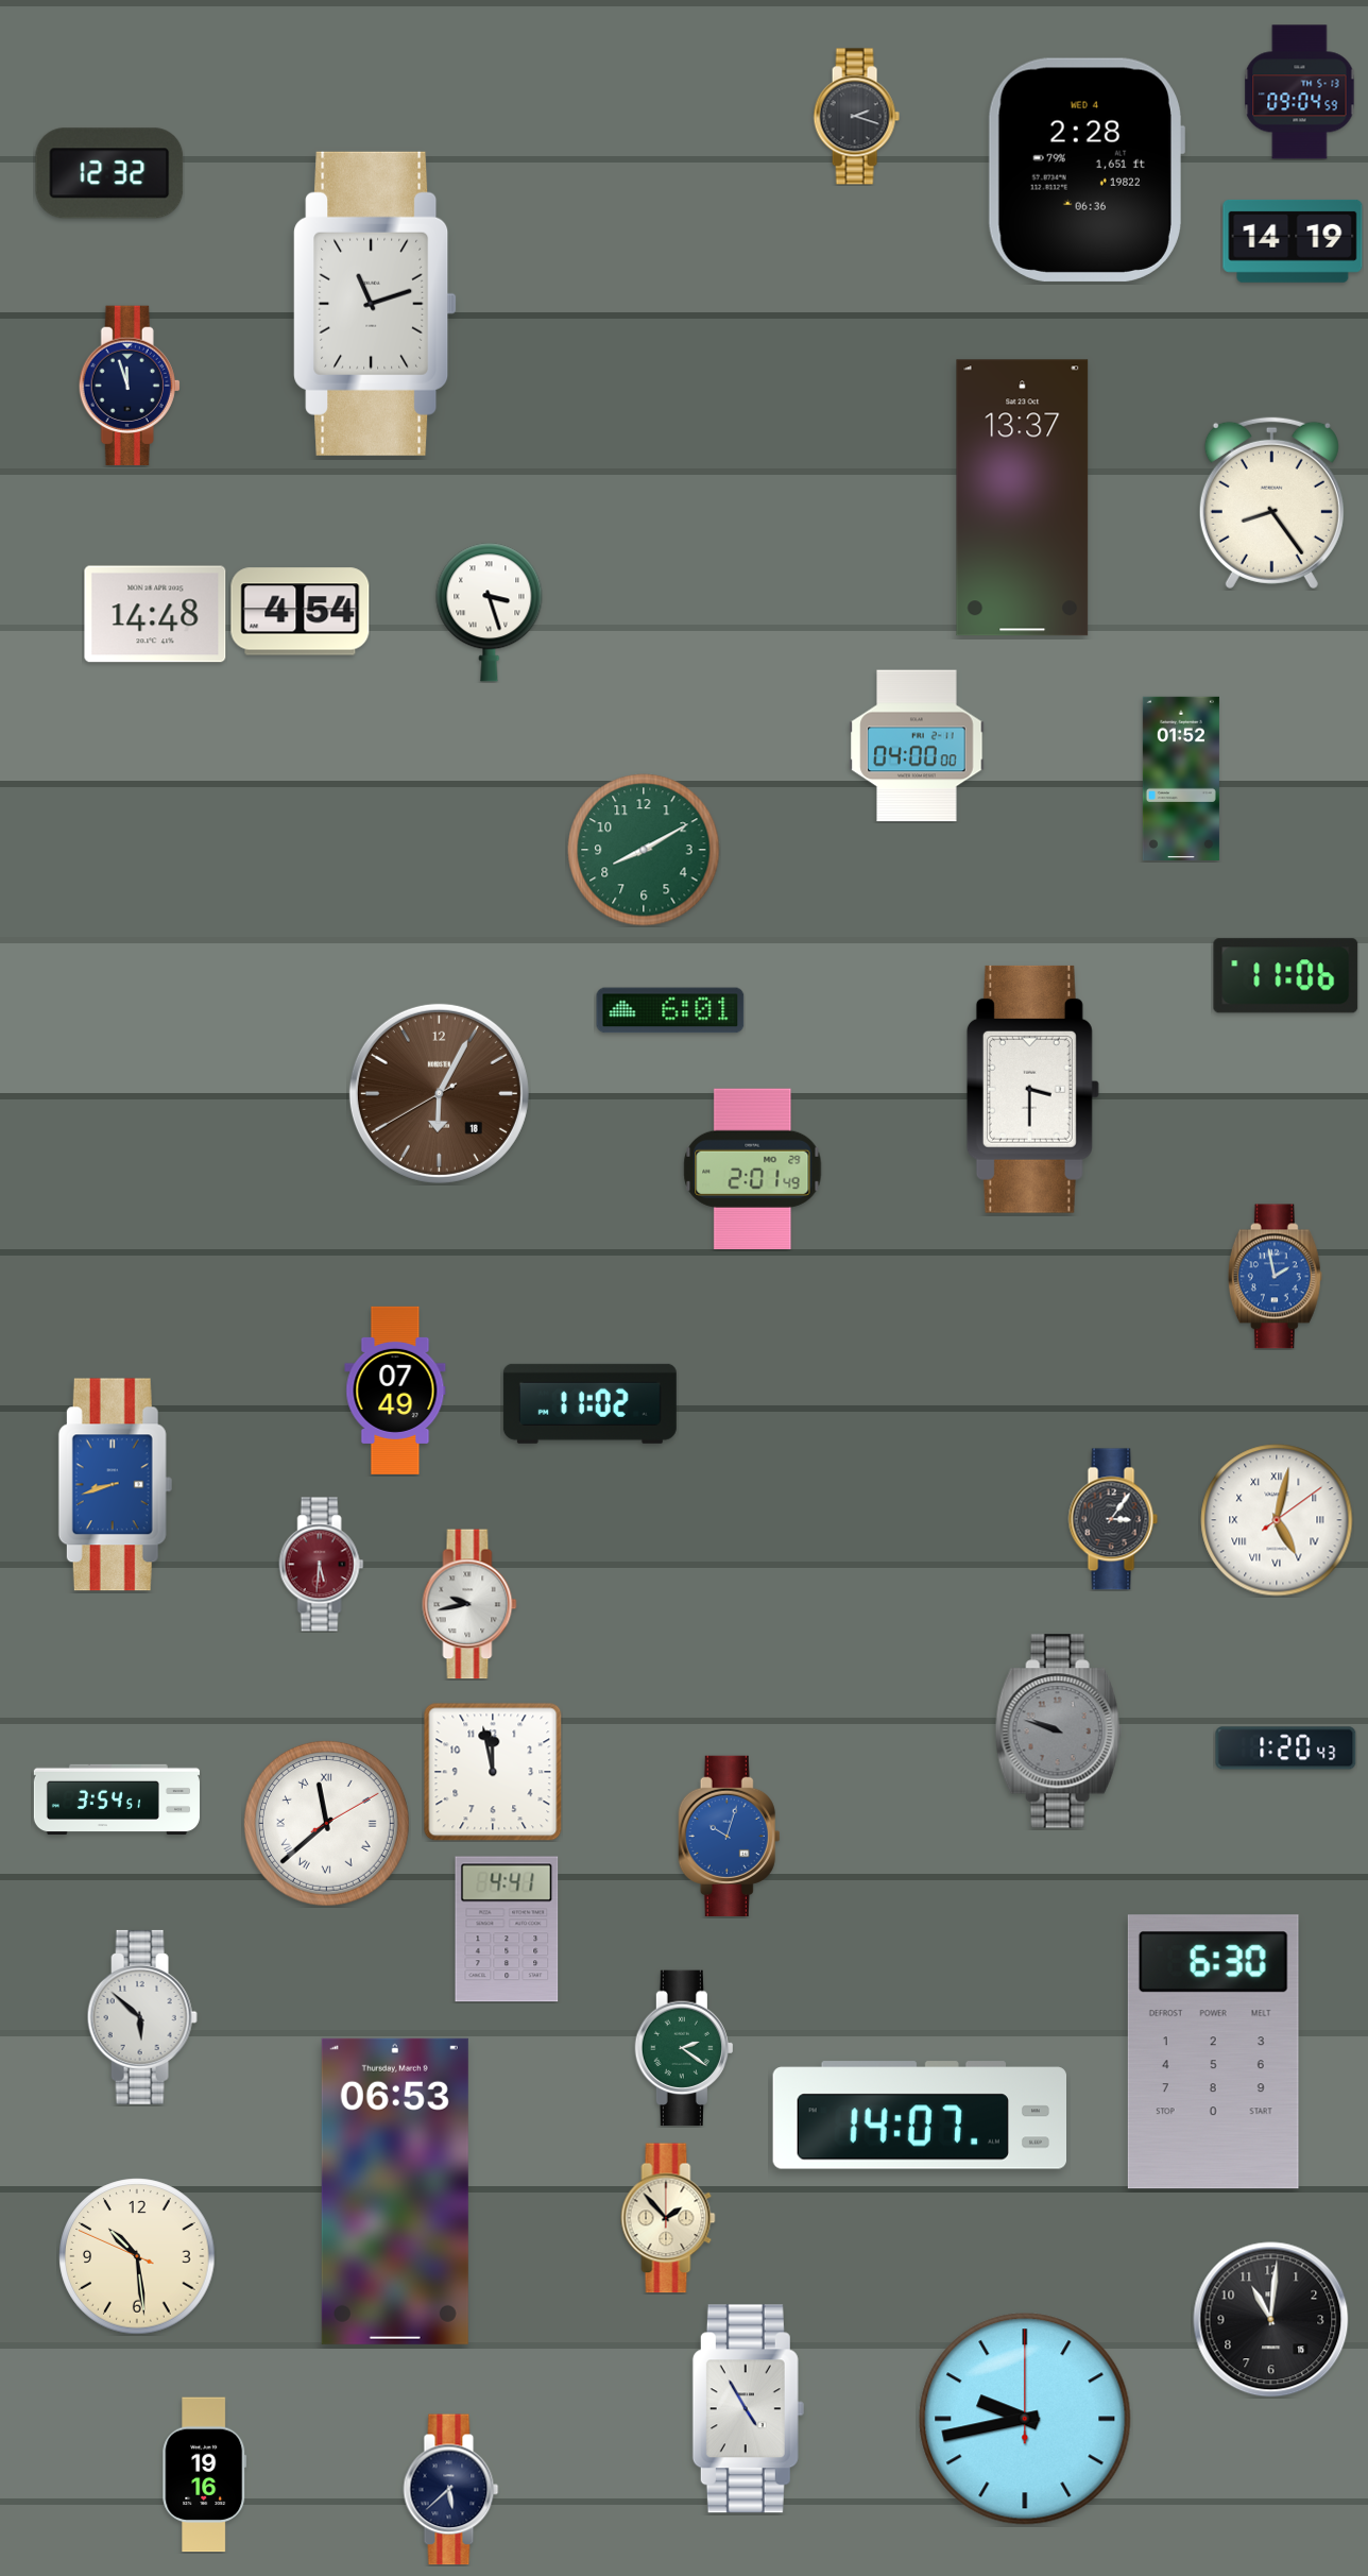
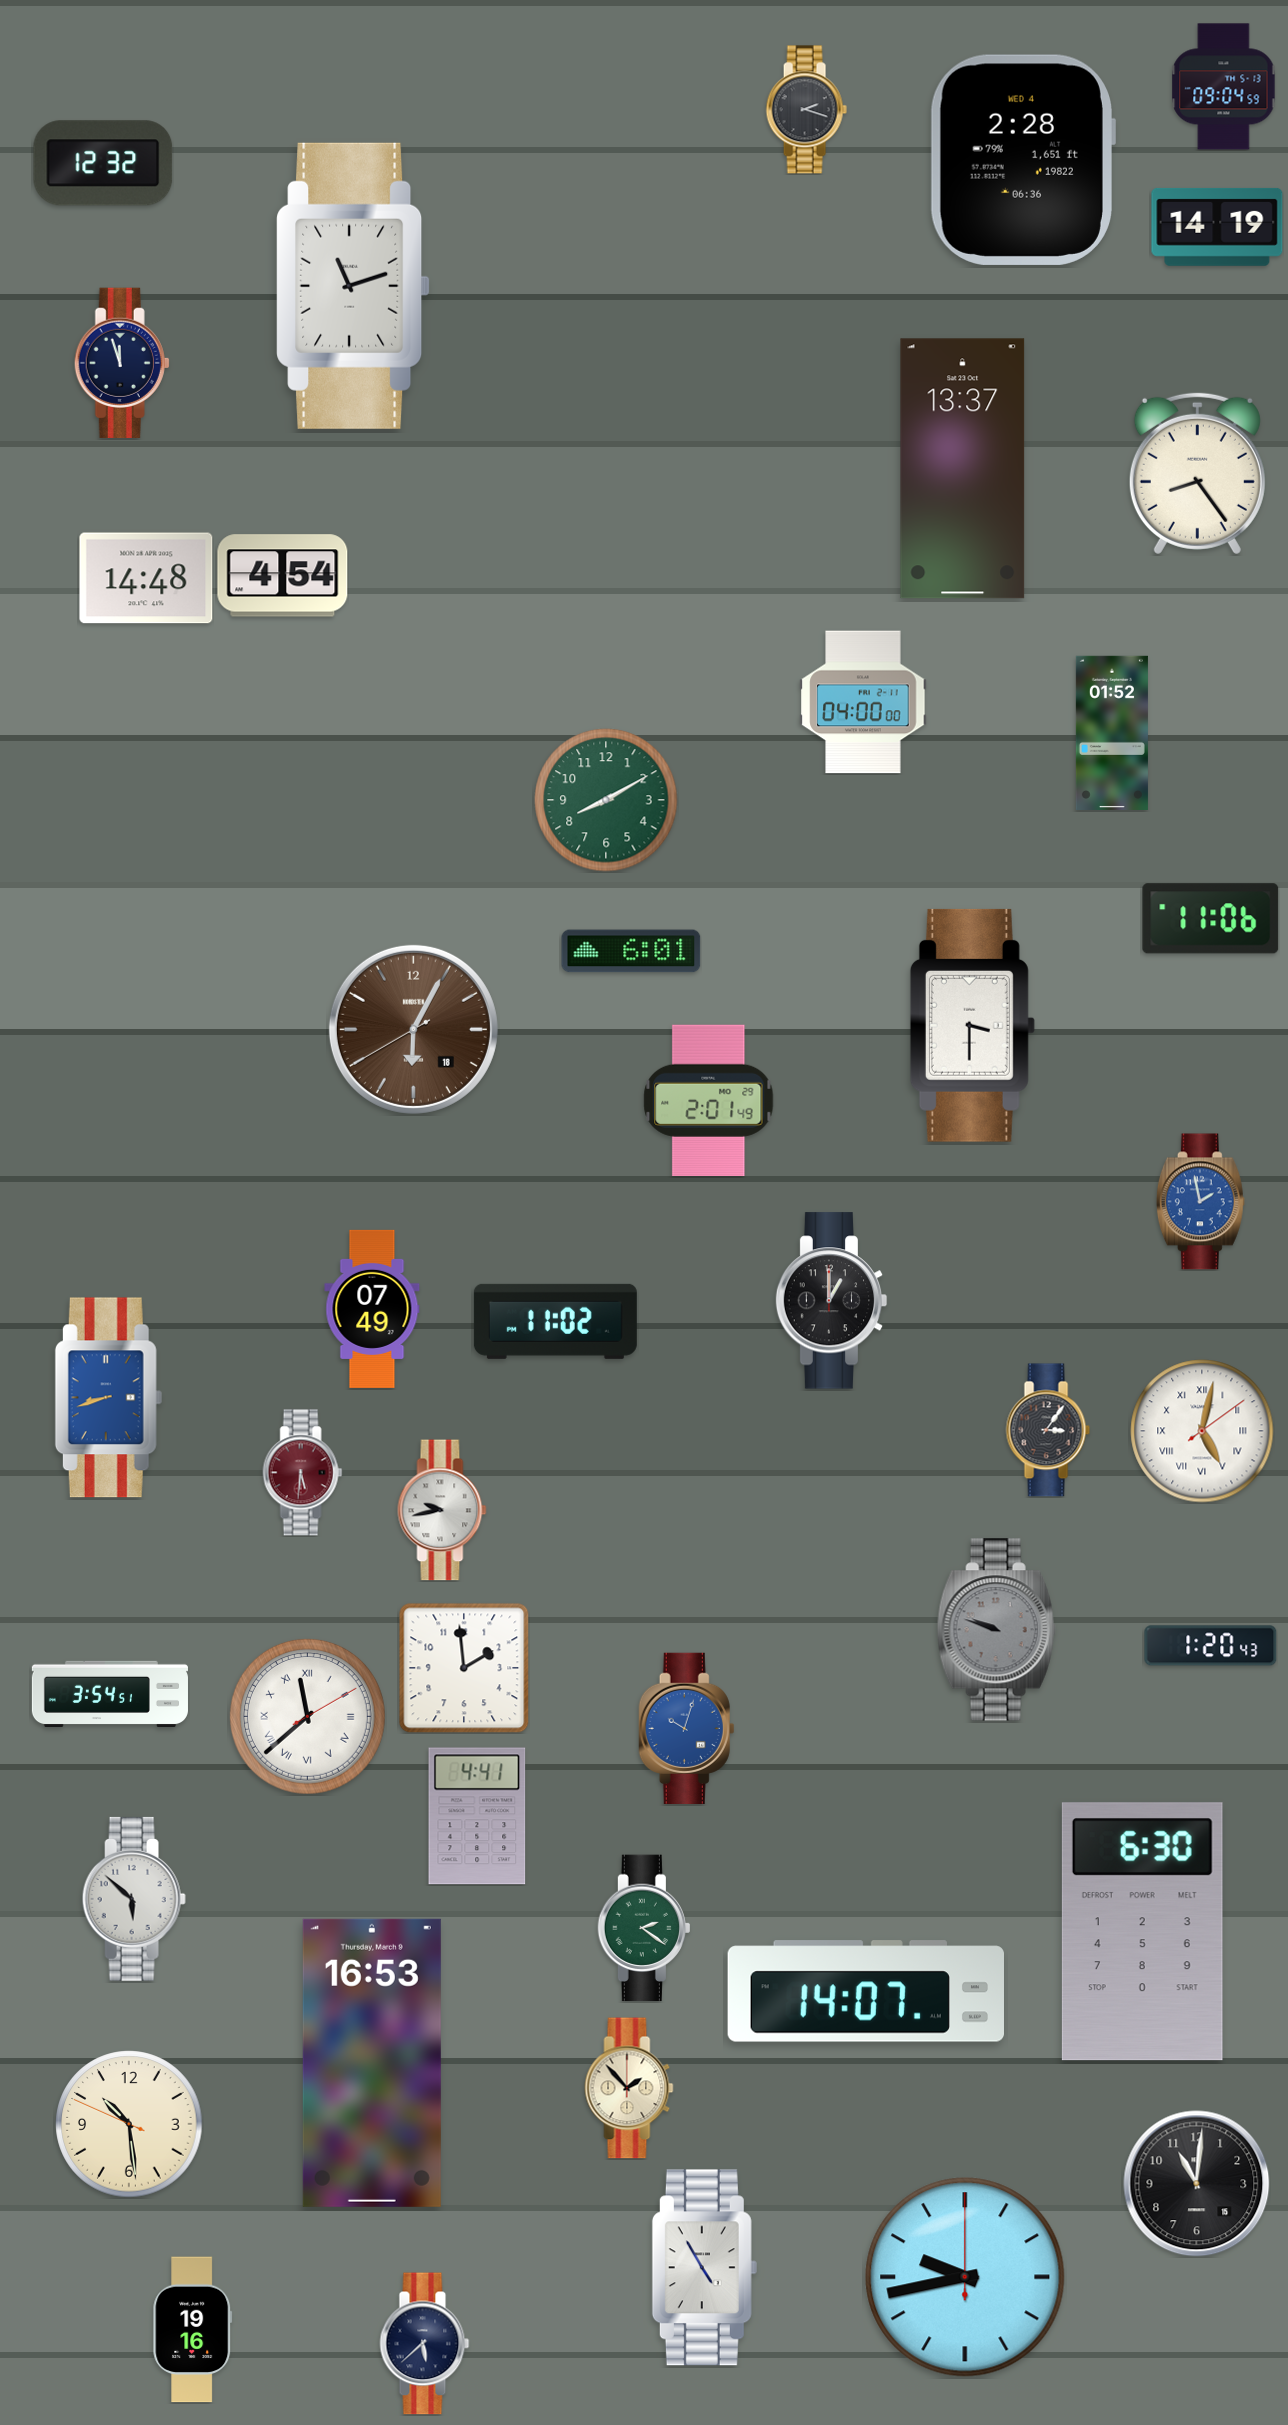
clock at (490, 613): 3:27 -> none
clock at (832, 1301): none -> 1:00
clock at (493, 1772): 11:58 -> 1:59
clock at (395, 2191): 06:53 -> 16:53
